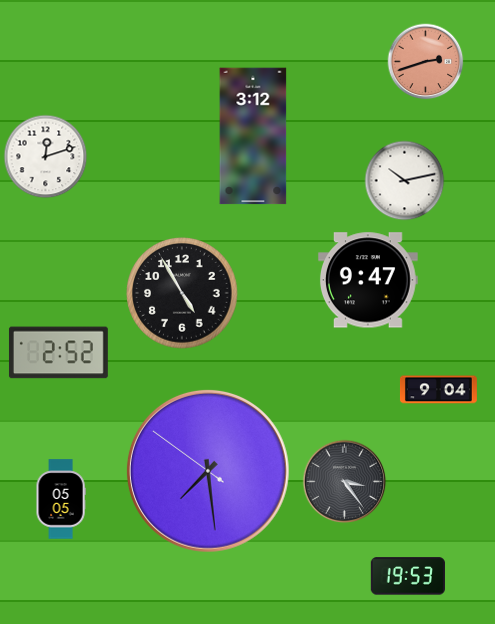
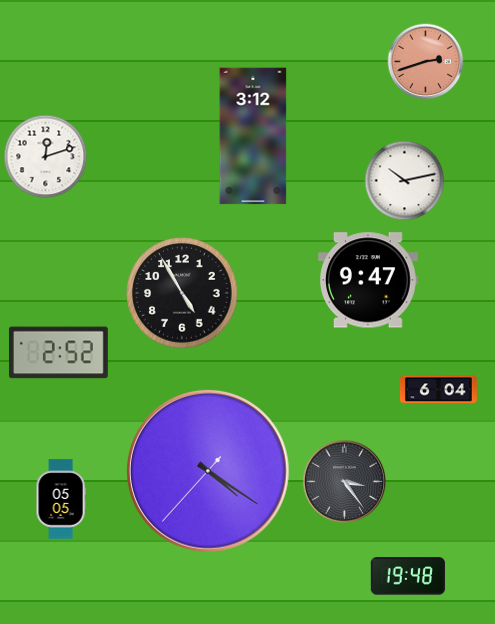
clock at (438, 390): 9:04 -> 6:04
clock at (208, 471): 7:28 -> 4:20
clock at (408, 576): 19:53 -> 19:48
